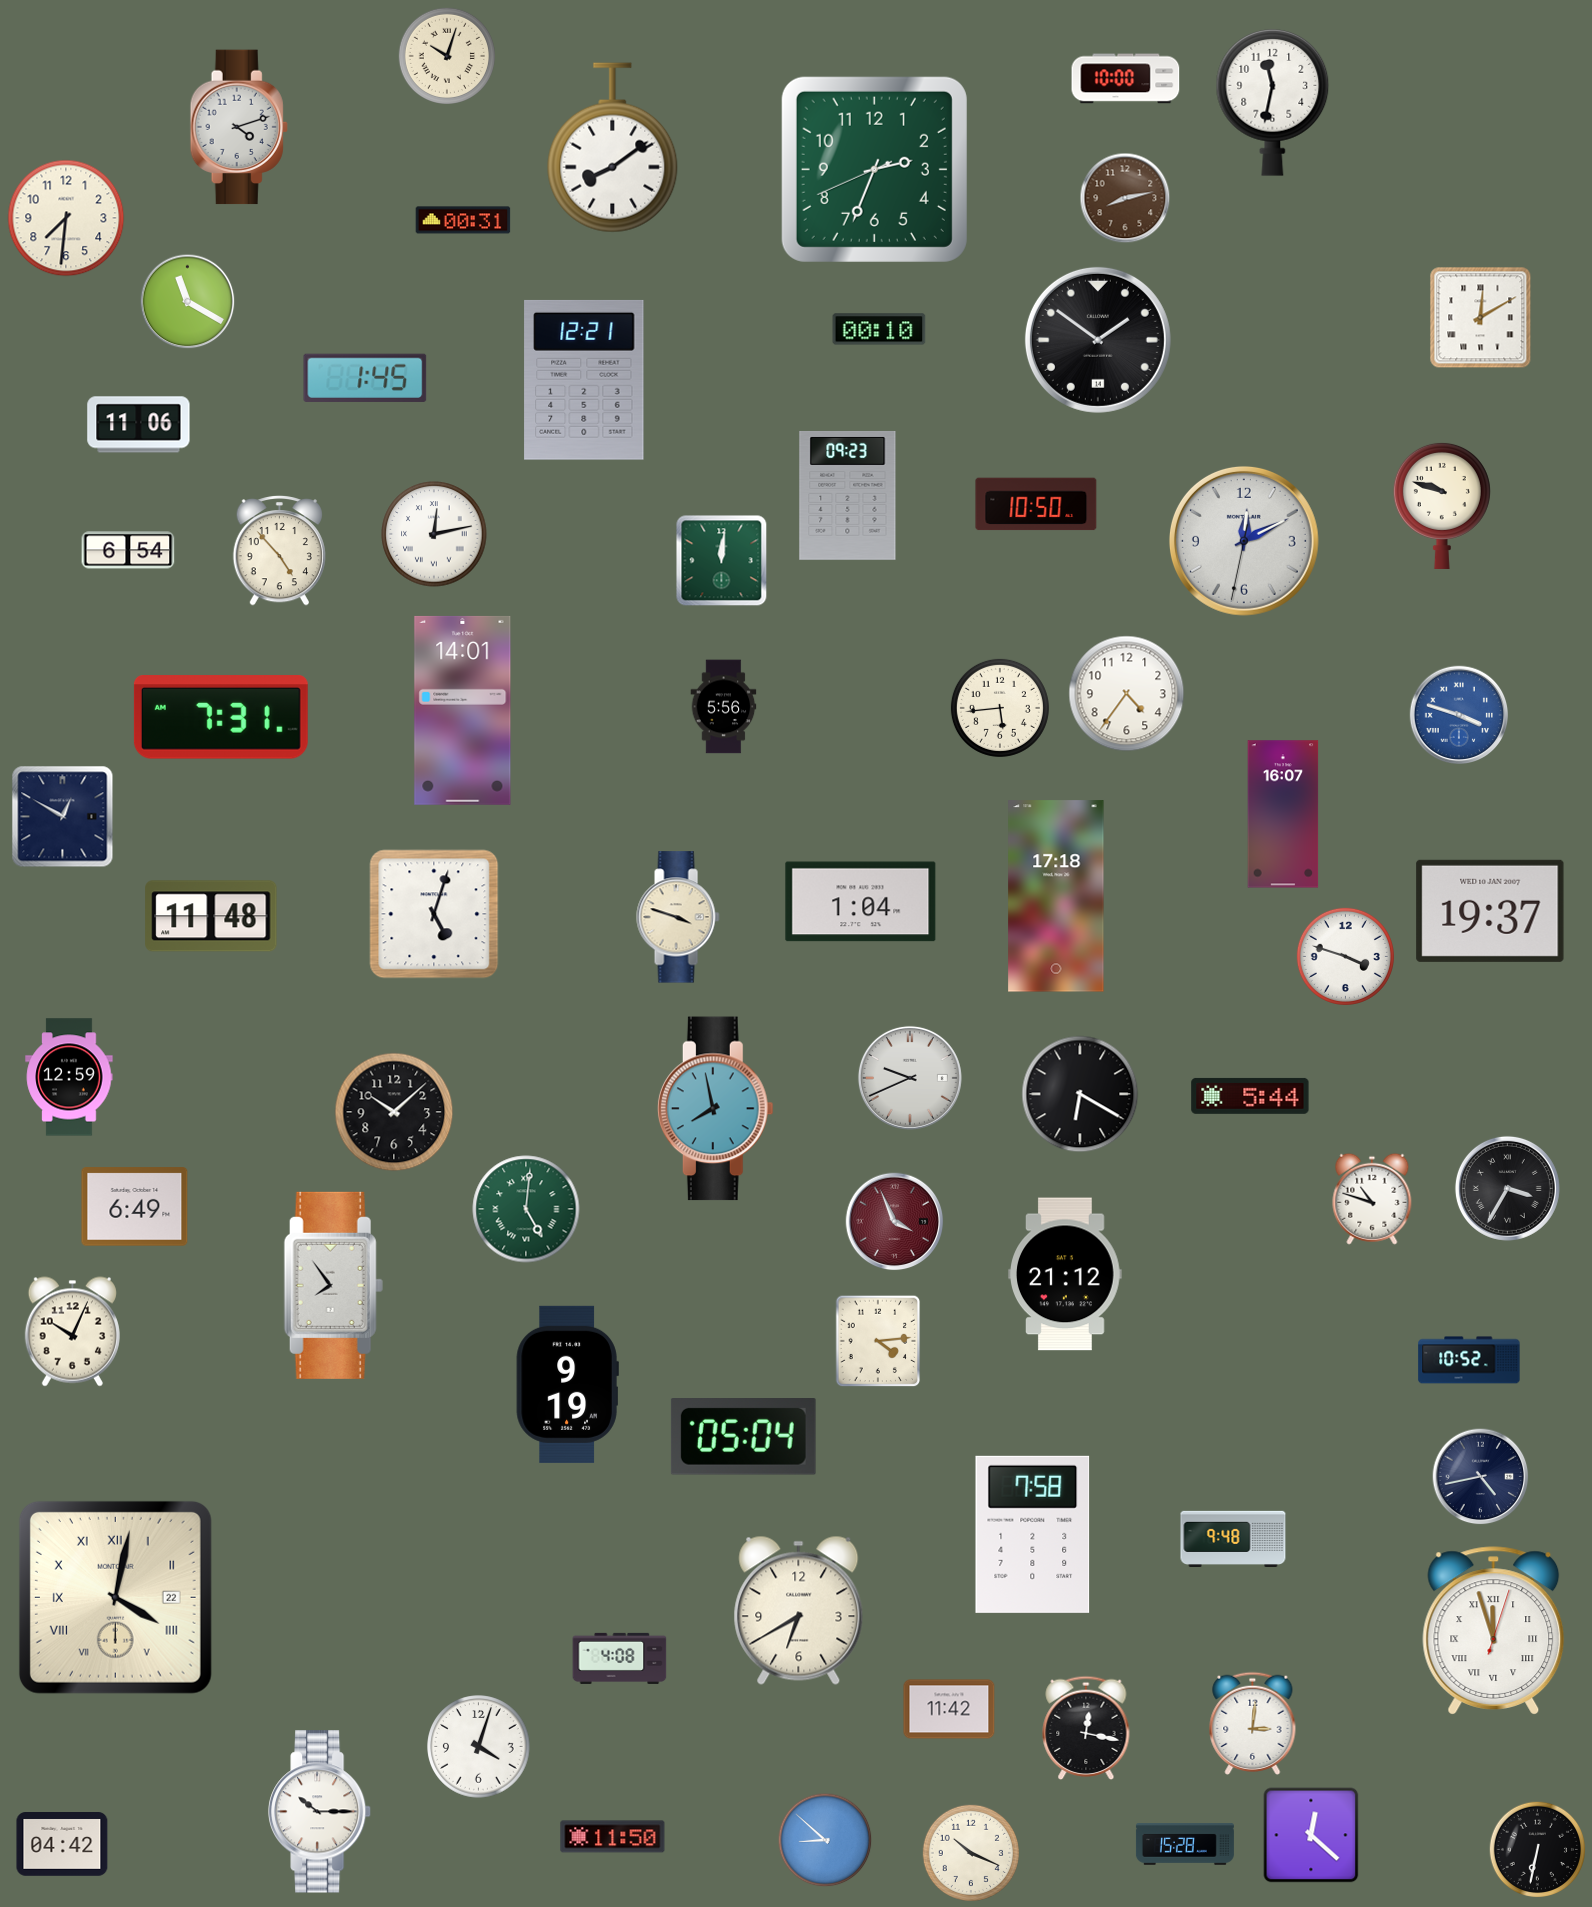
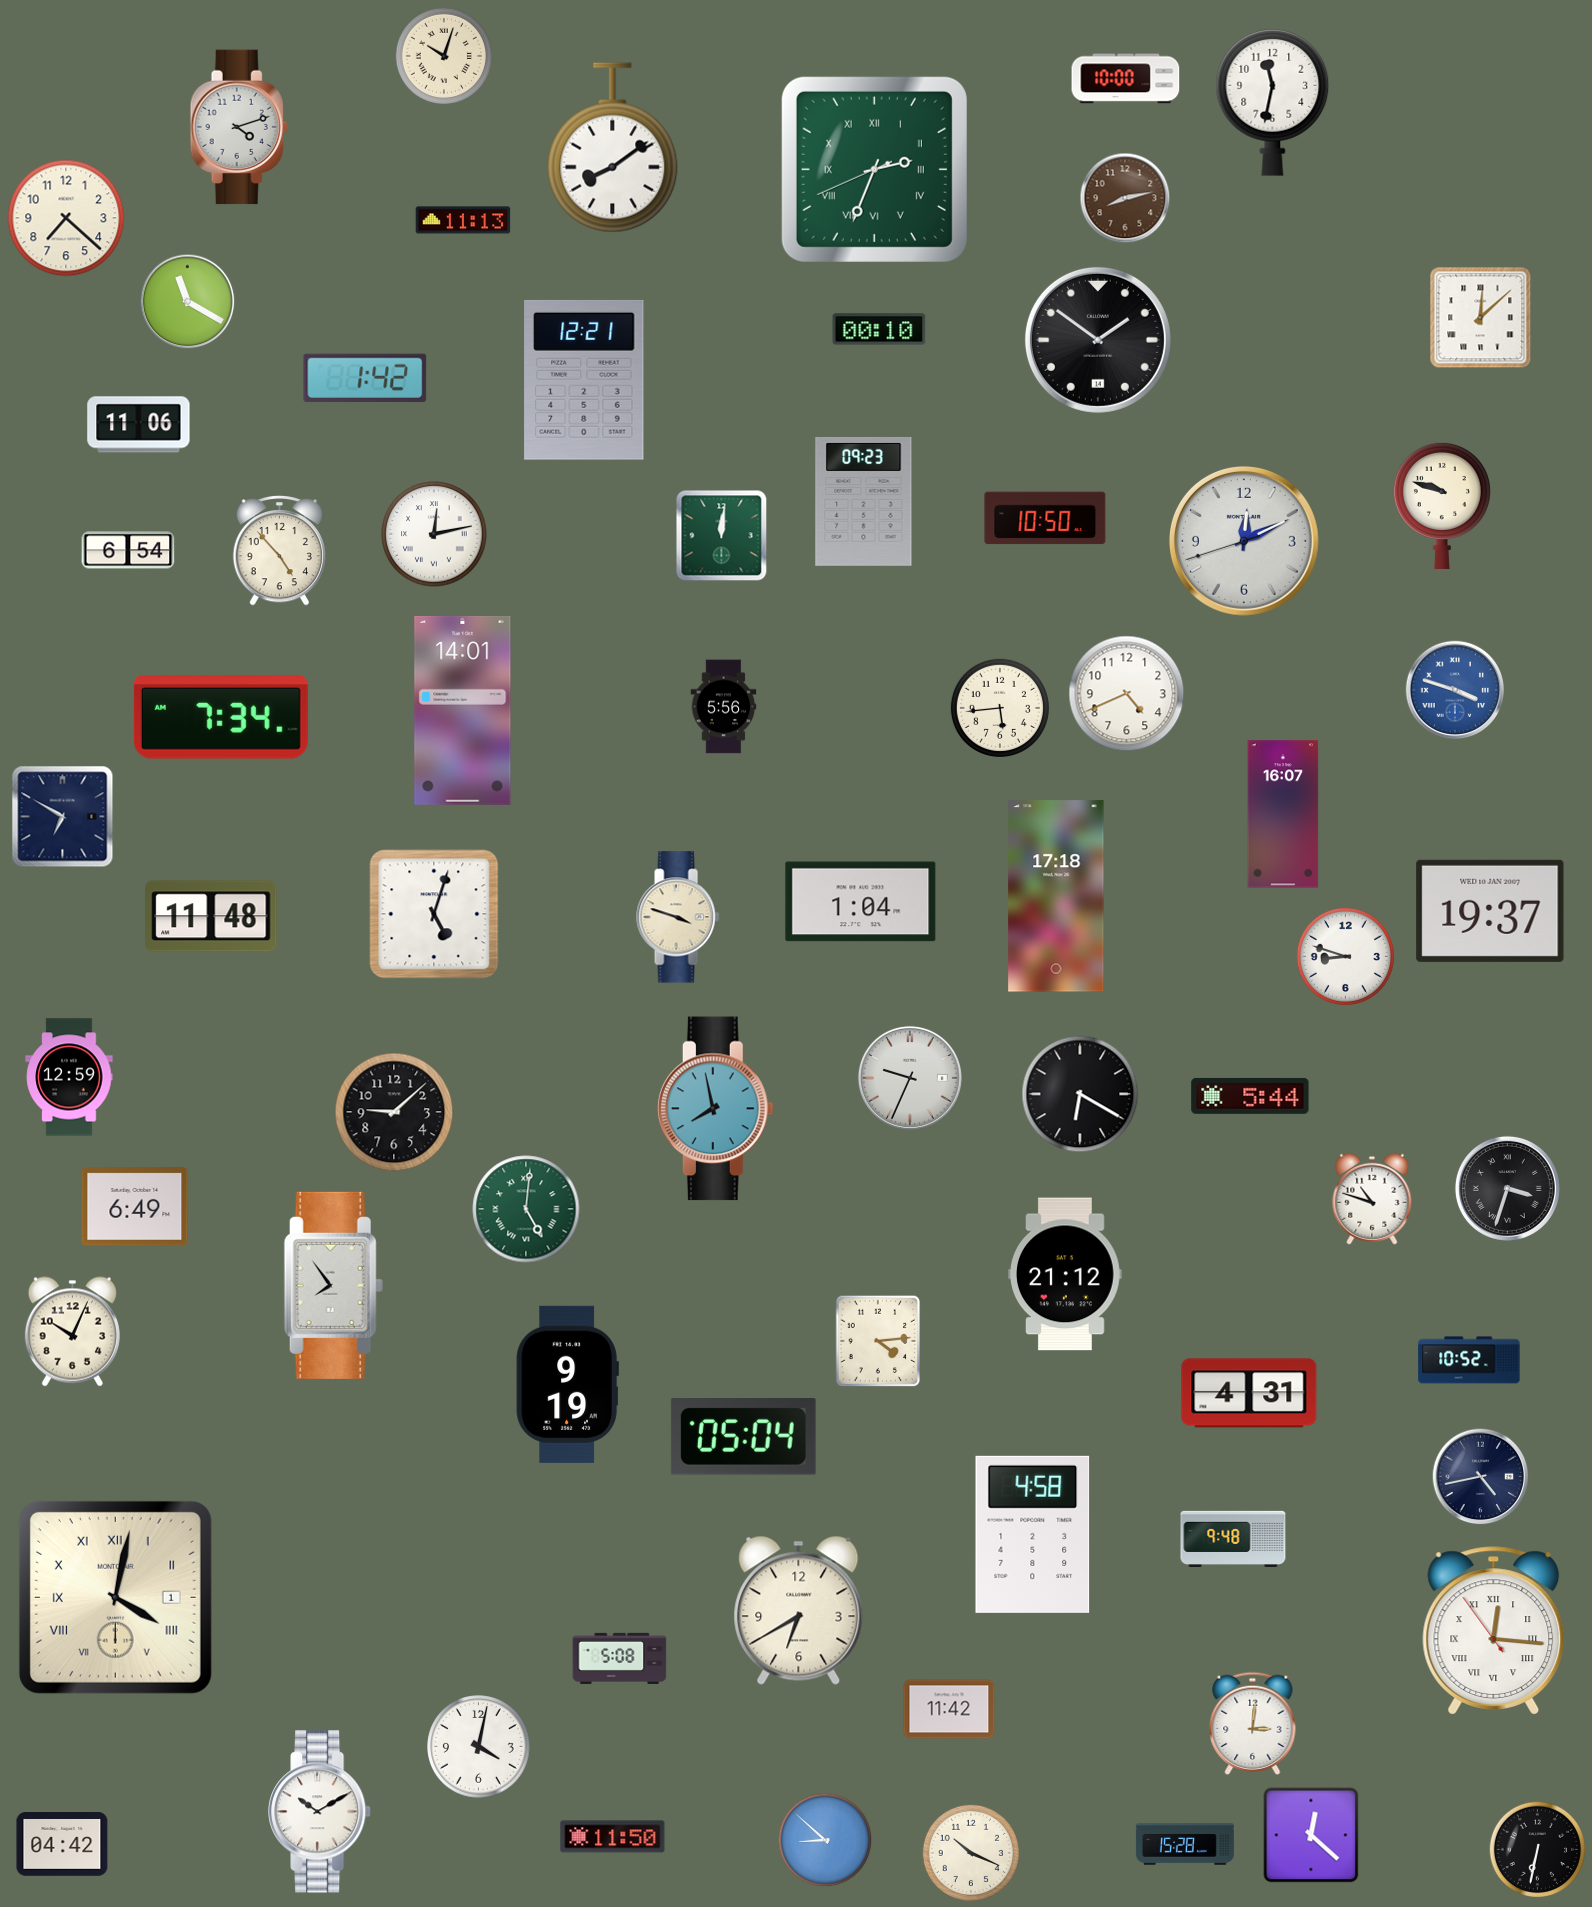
clock at (447, 56) position: (447, 56) -> (444, 56)
clock at (874, 169) numerals: Arabic -> Roman
clock at (66, 218): 7:31 -> 7:22
clock at (463, 220): 00:31 -> 11:13
clock at (1481, 318): 12:10 -> 12:08
clock at (365, 378): 1:45 -> 1:42
clock at (848, 495) position: (848, 495) -> (864, 501)
clock at (1036, 504) position: (1036, 504) -> (1045, 518)
clock at (1244, 541): 12:10:32 -> 12:10:42
clock at (722, 561) position: (722, 561) -> (722, 536)
clock at (1127, 694): 4:36 -> 4:41
clock at (1458, 714) position: (1458, 714) -> (1454, 689)
clock at (221, 717): 7:31 -> 7:34
clock at (63, 817): 12:50 -> 6:50
clock at (1345, 956): 3:48 -> 8:48
clock at (910, 1078): 9:41 -> 9:34
clock at (394, 1112): 10:08 -> 9:08
clock at (1507, 1188): 3:35 -> 3:33
clock at (895, 1222): 3:56 -> none
clock at (1249, 1393): none -> 4:31
clock at (1033, 1534): 7:58 -> 4:58
clock at (115, 1597) date: 22 -> 1
clock at (1494, 1631): 11:57 -> 12:15
clock at (620, 1658): 4:08 -> 5:08
clock at (1086, 1727): 12:17 -> none
clock at (479, 1747): 4:03 -> 4:02
clock at (321, 1812): 10:15 -> 10:10
